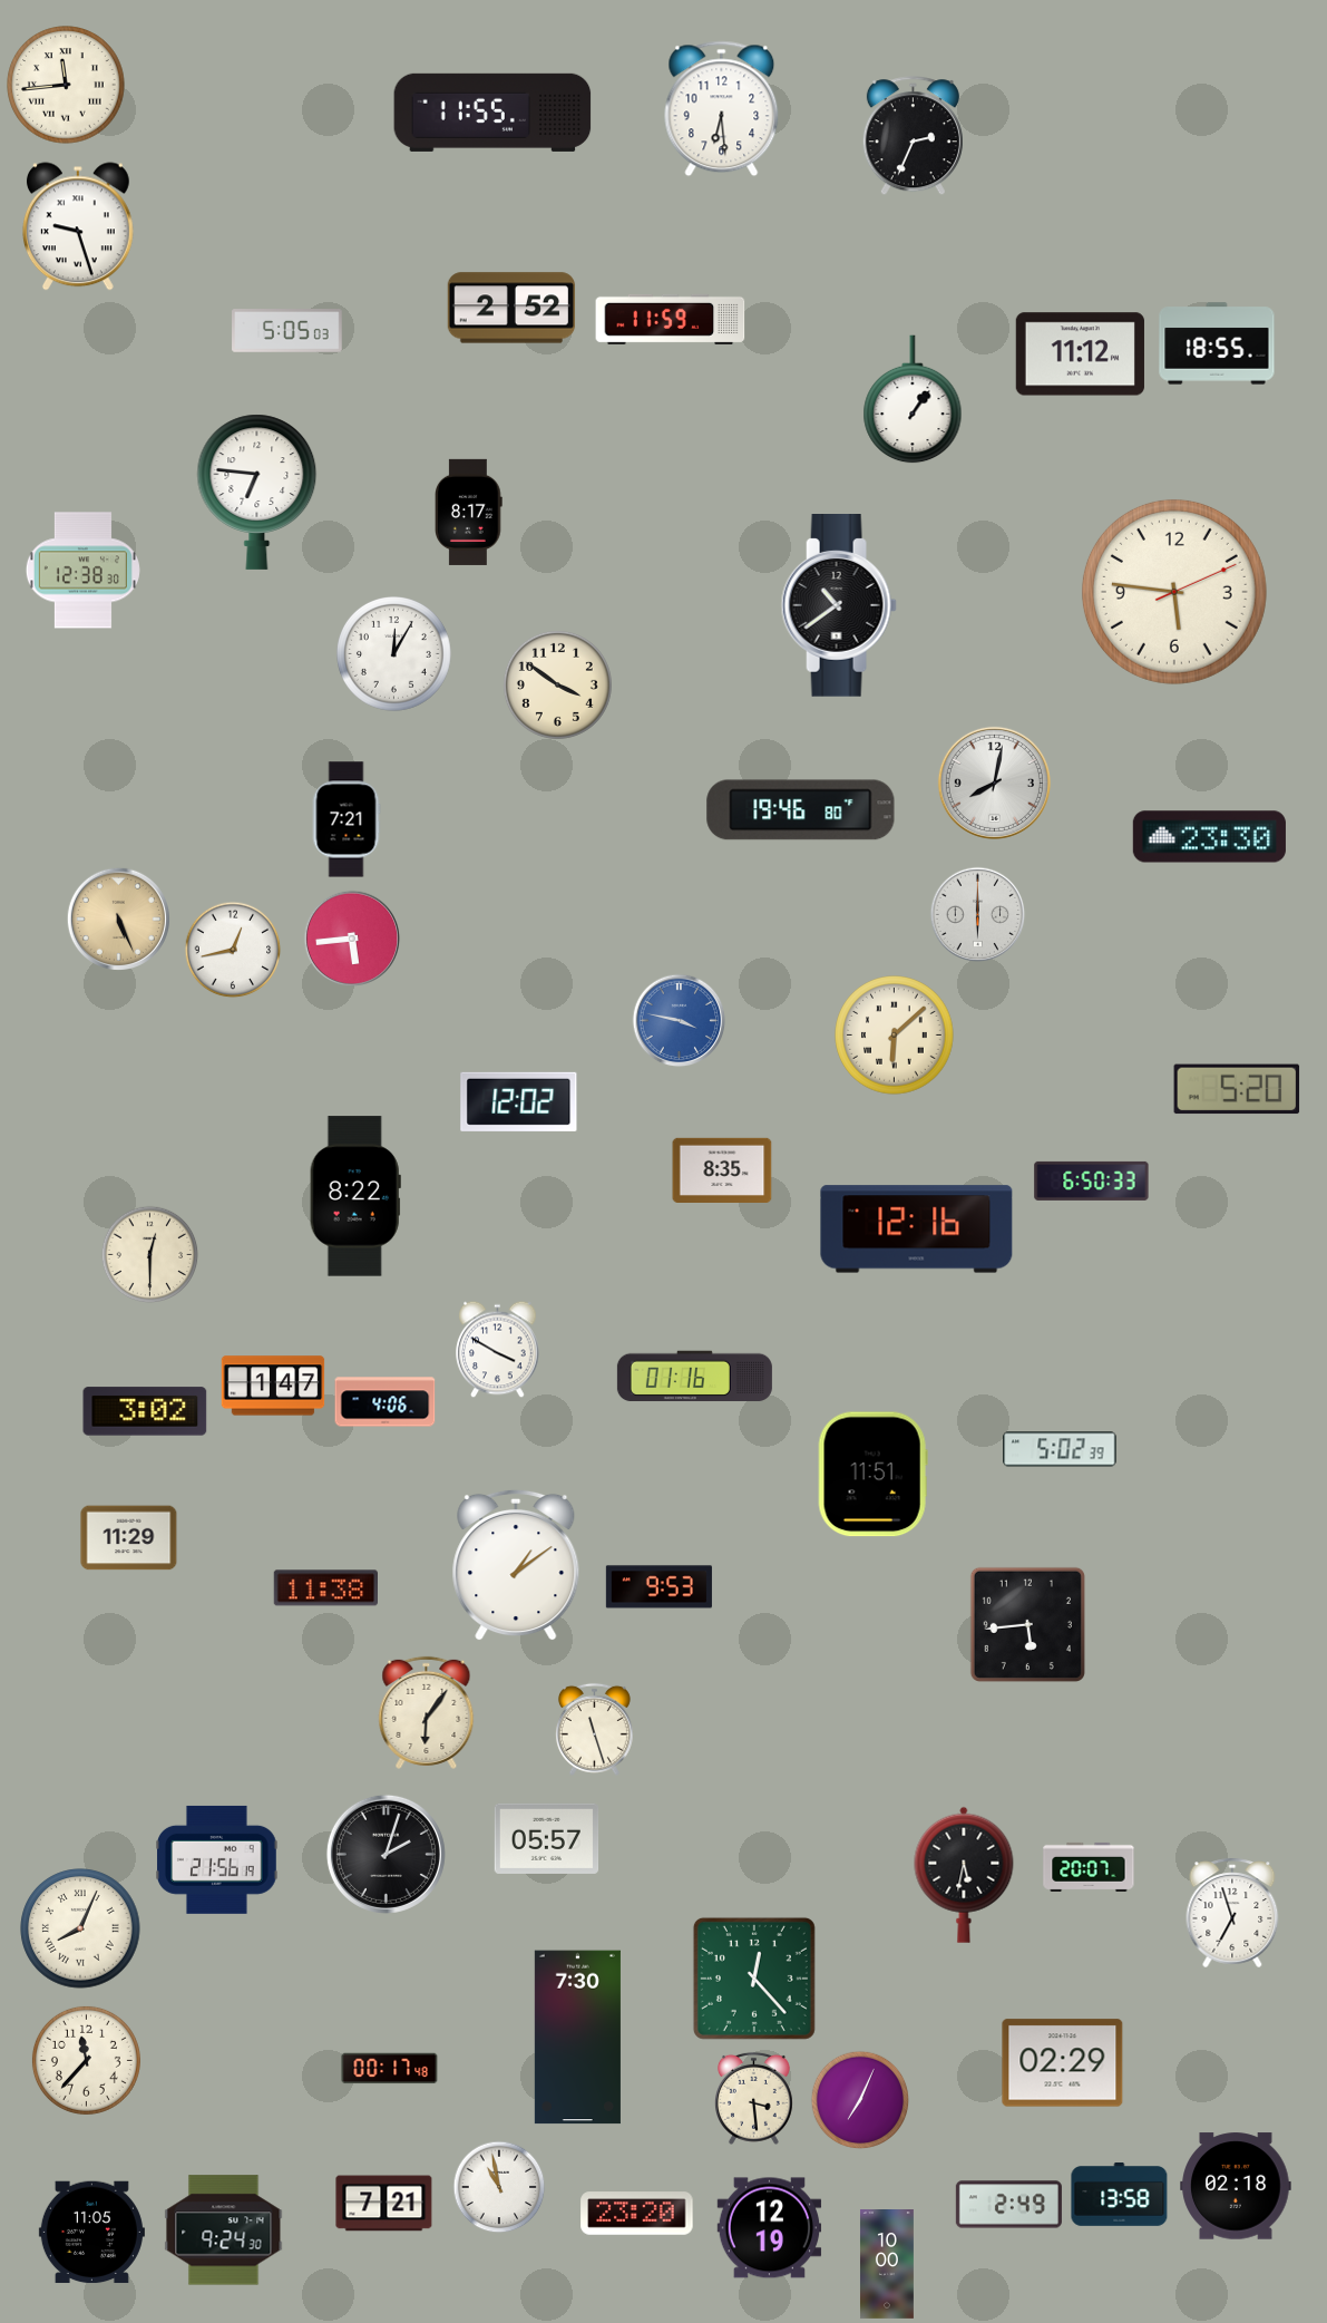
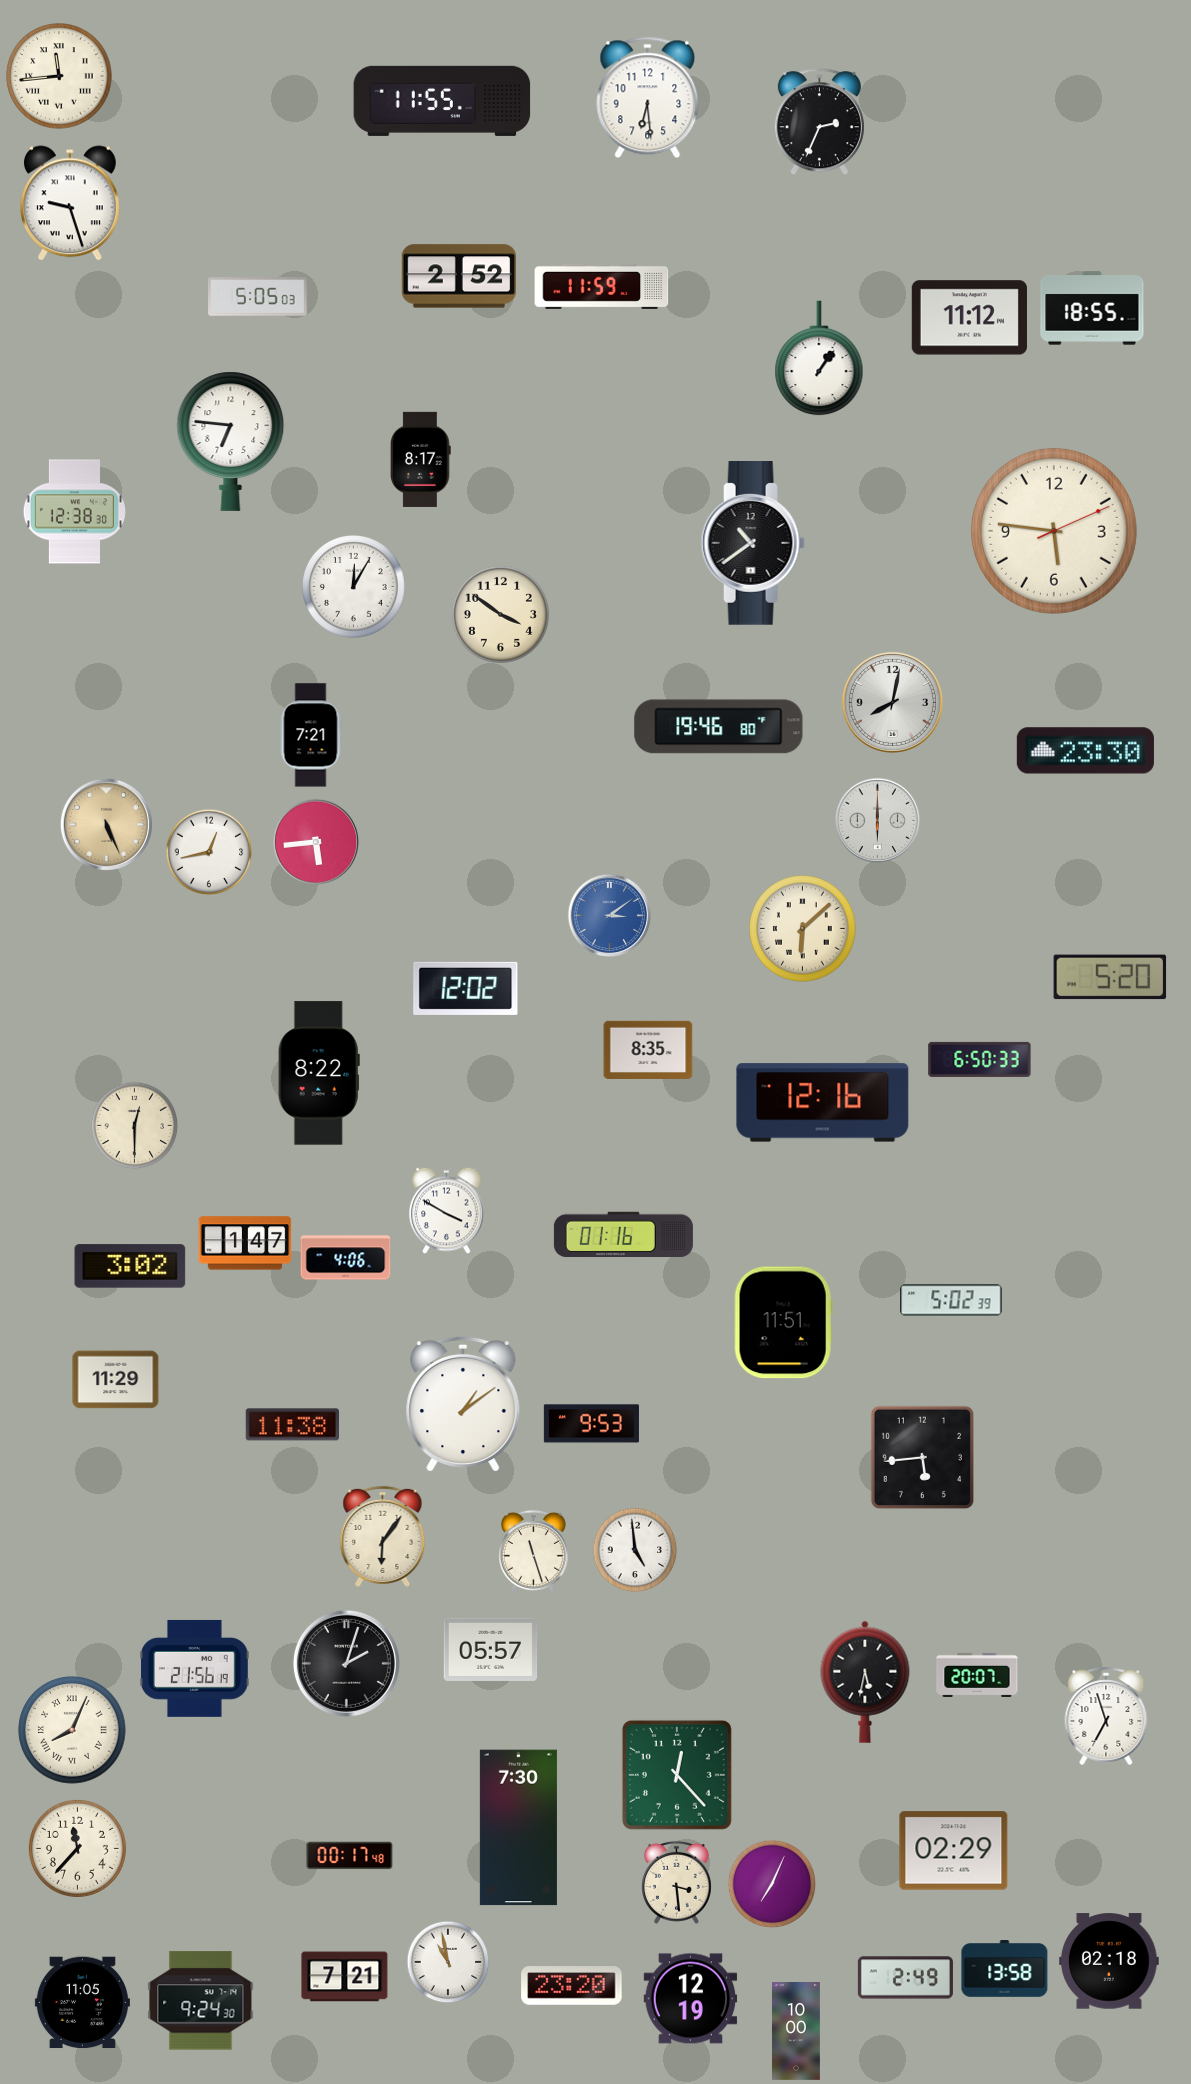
clock at (680, 1021): 3:47 -> 3:09
clock at (635, 1550): none -> 4:59
